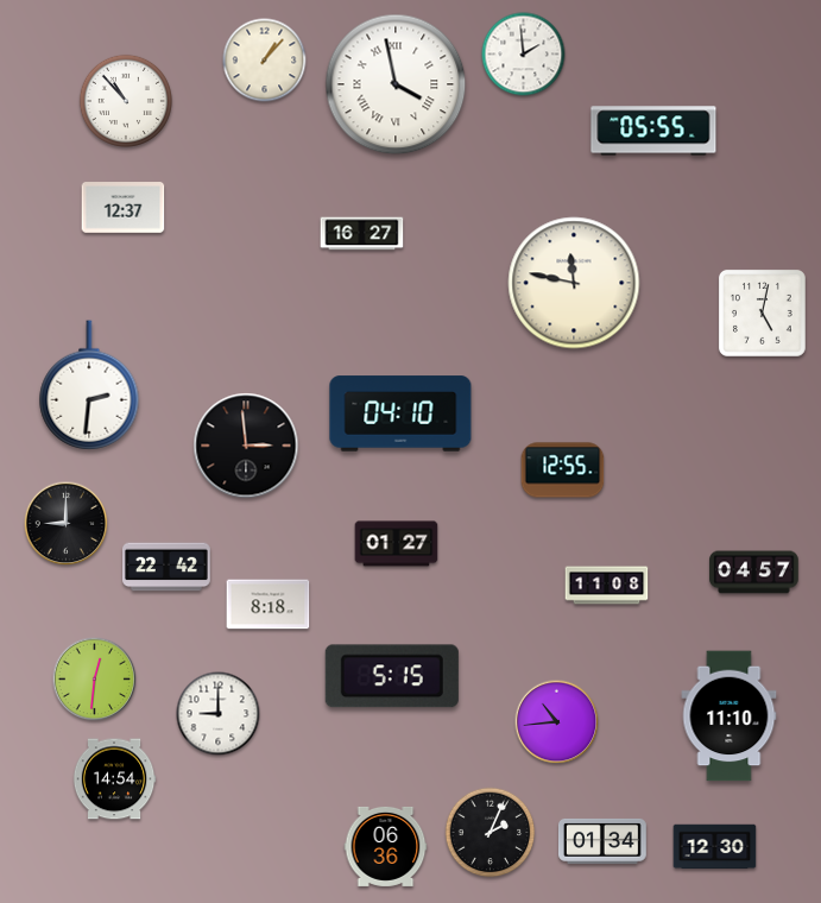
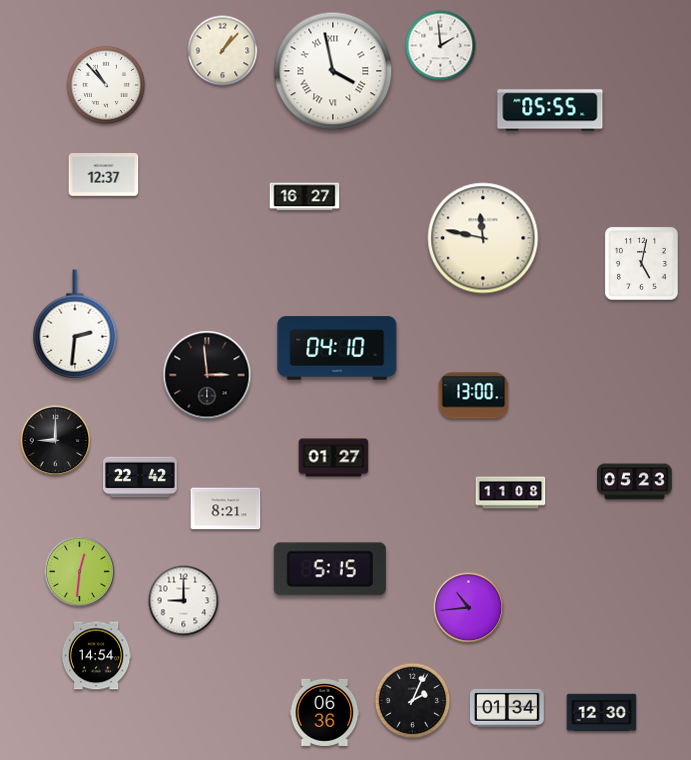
clock at (563, 471): 12:55 -> 13:00
clock at (754, 573): 04:57 -> 05:23
clock at (269, 605): 8:18 -> 8:21
clock at (730, 716): 11:10 -> none
